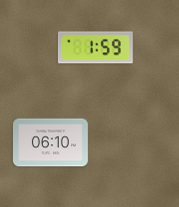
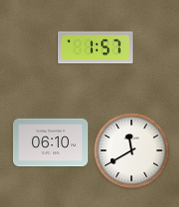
clock at (95, 48): 1:59 -> 1:57
clock at (132, 151): none -> 11:40
